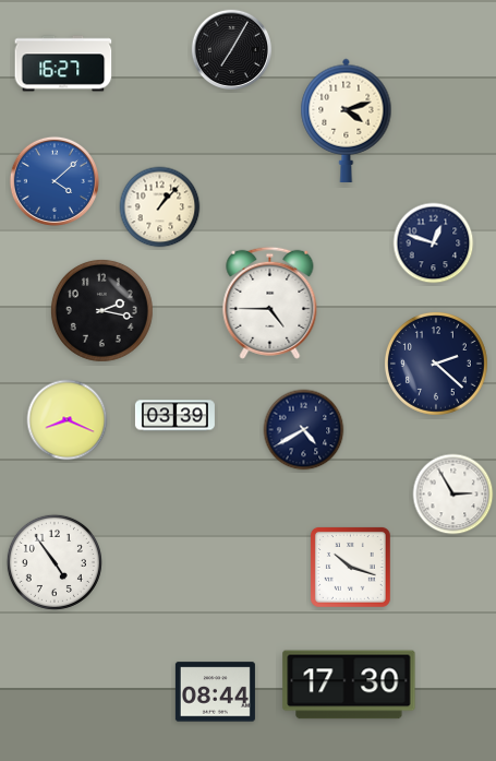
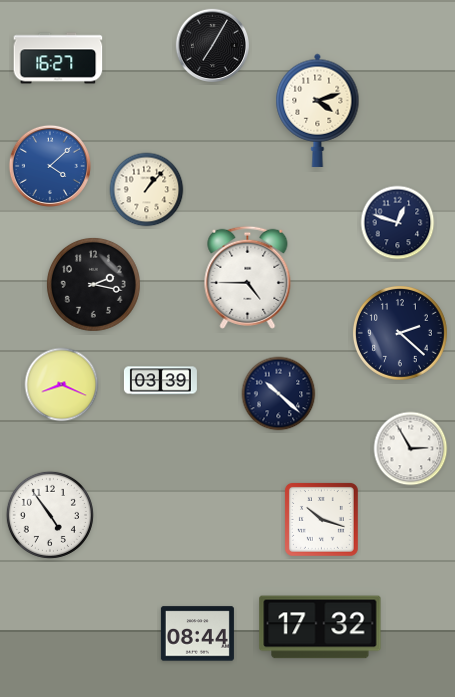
clock at (304, 430): 4:40 -> 10:22
clock at (453, 495) position: (453, 495) -> (411, 449)
clock at (349, 685): 17:30 -> 17:32
